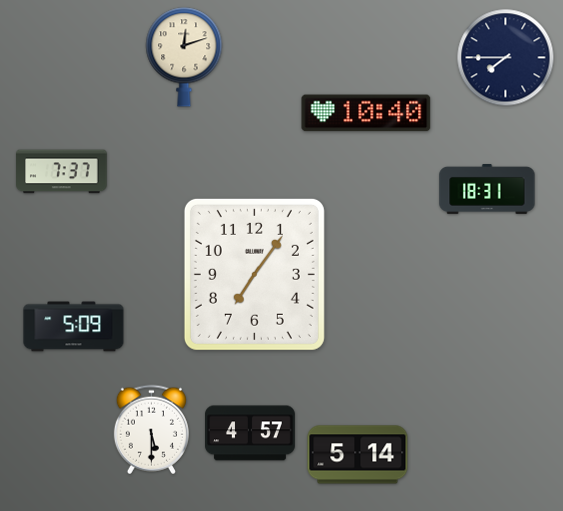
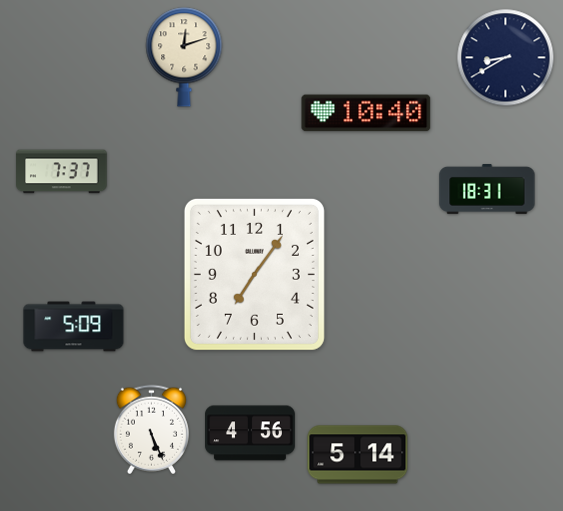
clock at (506, 58): 7:45 -> 8:40
clock at (151, 430): 5:30 -> 5:26
clock at (251, 433): 4:57 -> 4:56
